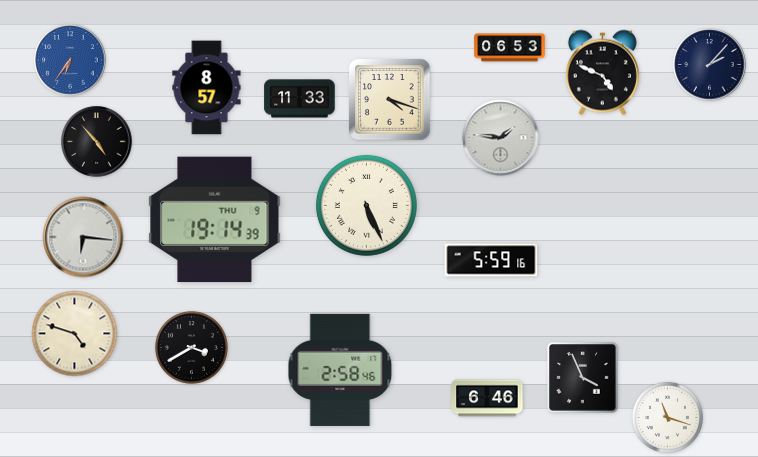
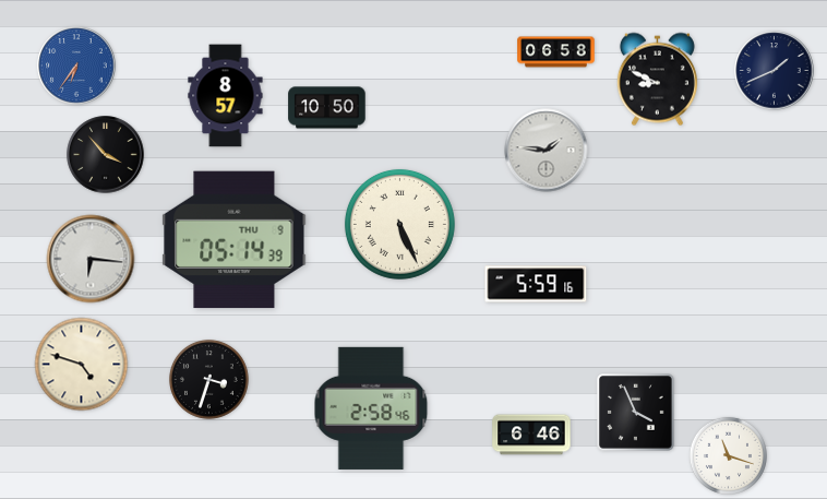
clock at (510, 48): 06:53 -> 06:58
clock at (710, 65): 2:07 -> 1:41
clock at (602, 73): 4:49 -> 8:49
clock at (300, 99): 11:33 -> 10:50
clock at (390, 100): 4:18 -> none
clock at (97, 142): 4:53 -> 3:53
clock at (215, 220): 19:14 -> 05:14
clock at (191, 347): 3:40 -> 3:33
clock at (340, 370) position: (340, 370) -> (371, 408)
